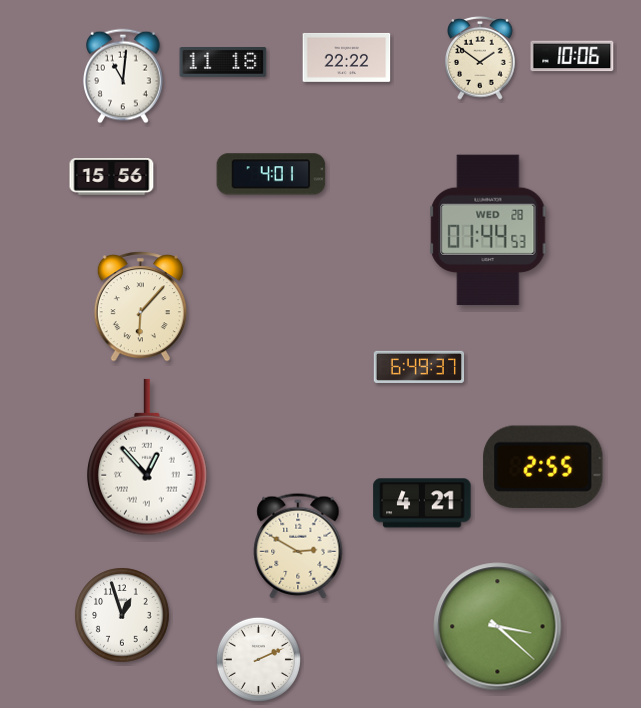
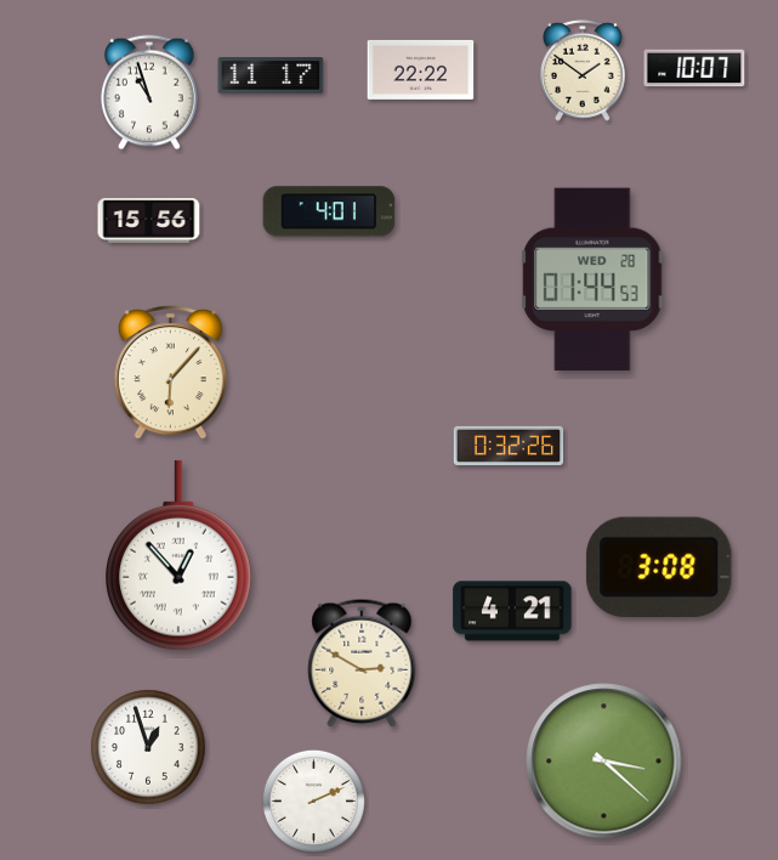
clock at (572, 56): 10:06 -> 10:07
clock at (223, 63): 11:18 -> 11:17
clock at (123, 76): 11:01 -> 10:57
clock at (112, 177) position: (112, 177) -> (149, 221)
clock at (419, 367): 6:49 -> 0:32
clock at (543, 467): 2:55 -> 3:08
